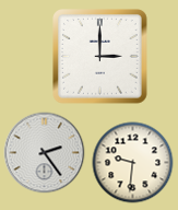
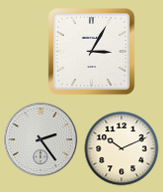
clock at (100, 57): 3:00 -> 3:05
clock at (133, 163): 9:31 -> 10:11
